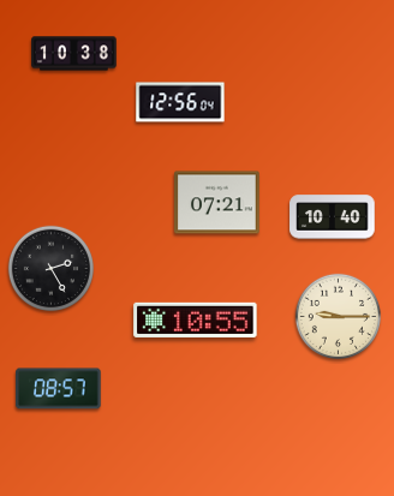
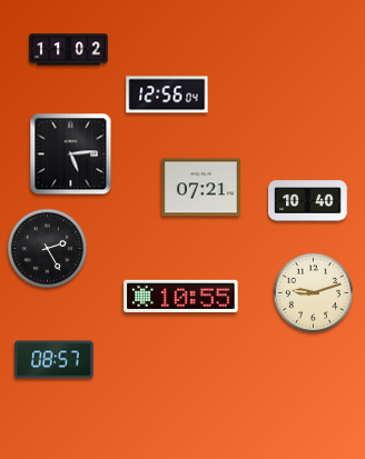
clock at (74, 54): 10:38 -> 11:02
clock at (71, 154): none -> 5:14
clock at (338, 316): 9:15 -> 9:12
